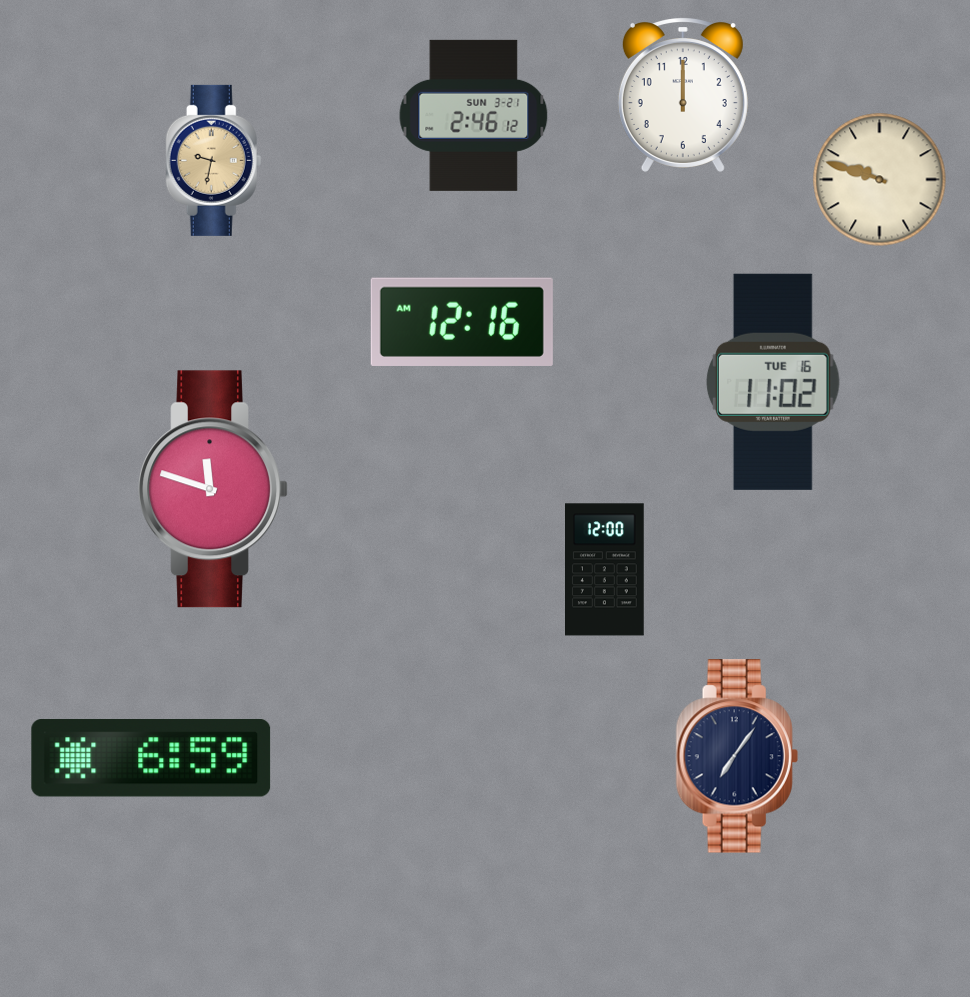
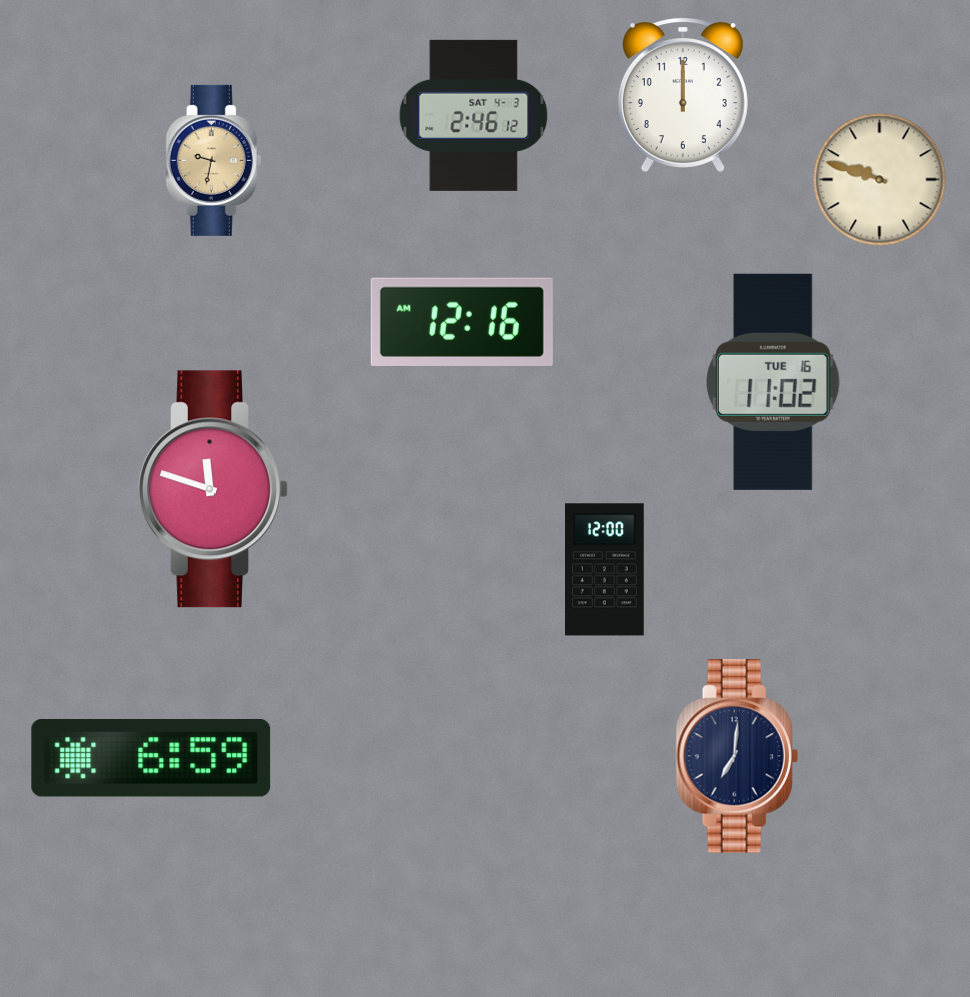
clock at (474, 115) date: SUN 3-21 -> SAT 4-3
clock at (737, 756): 7:06 -> 7:01
